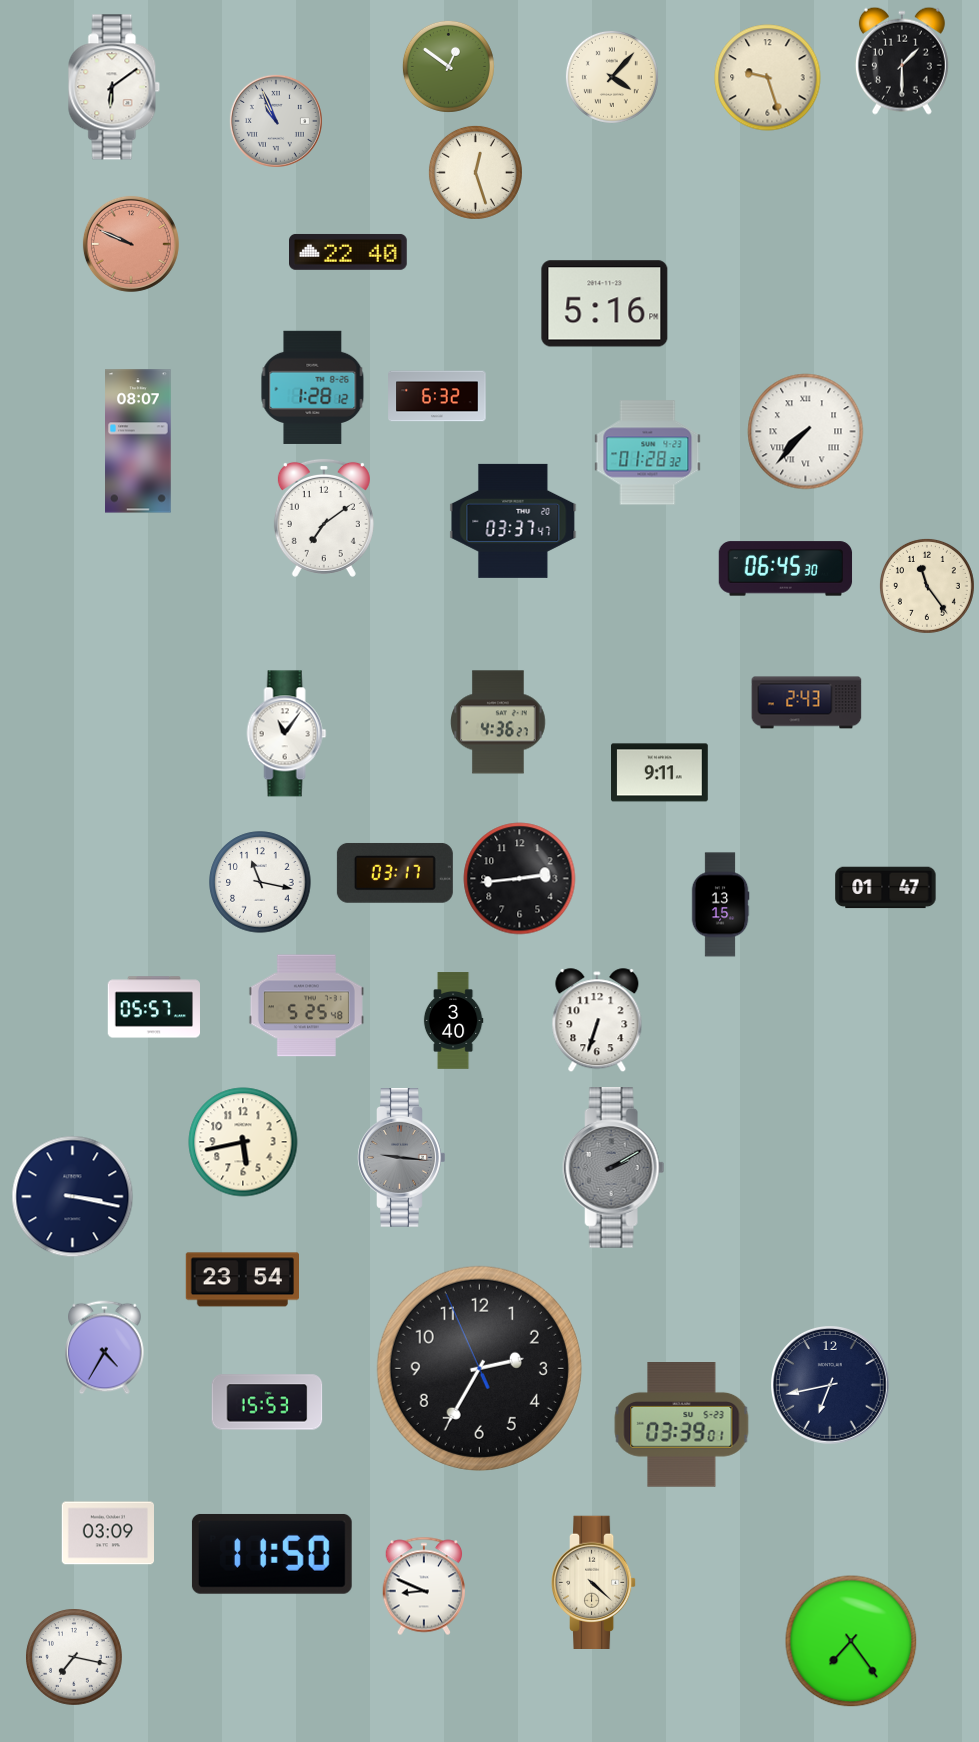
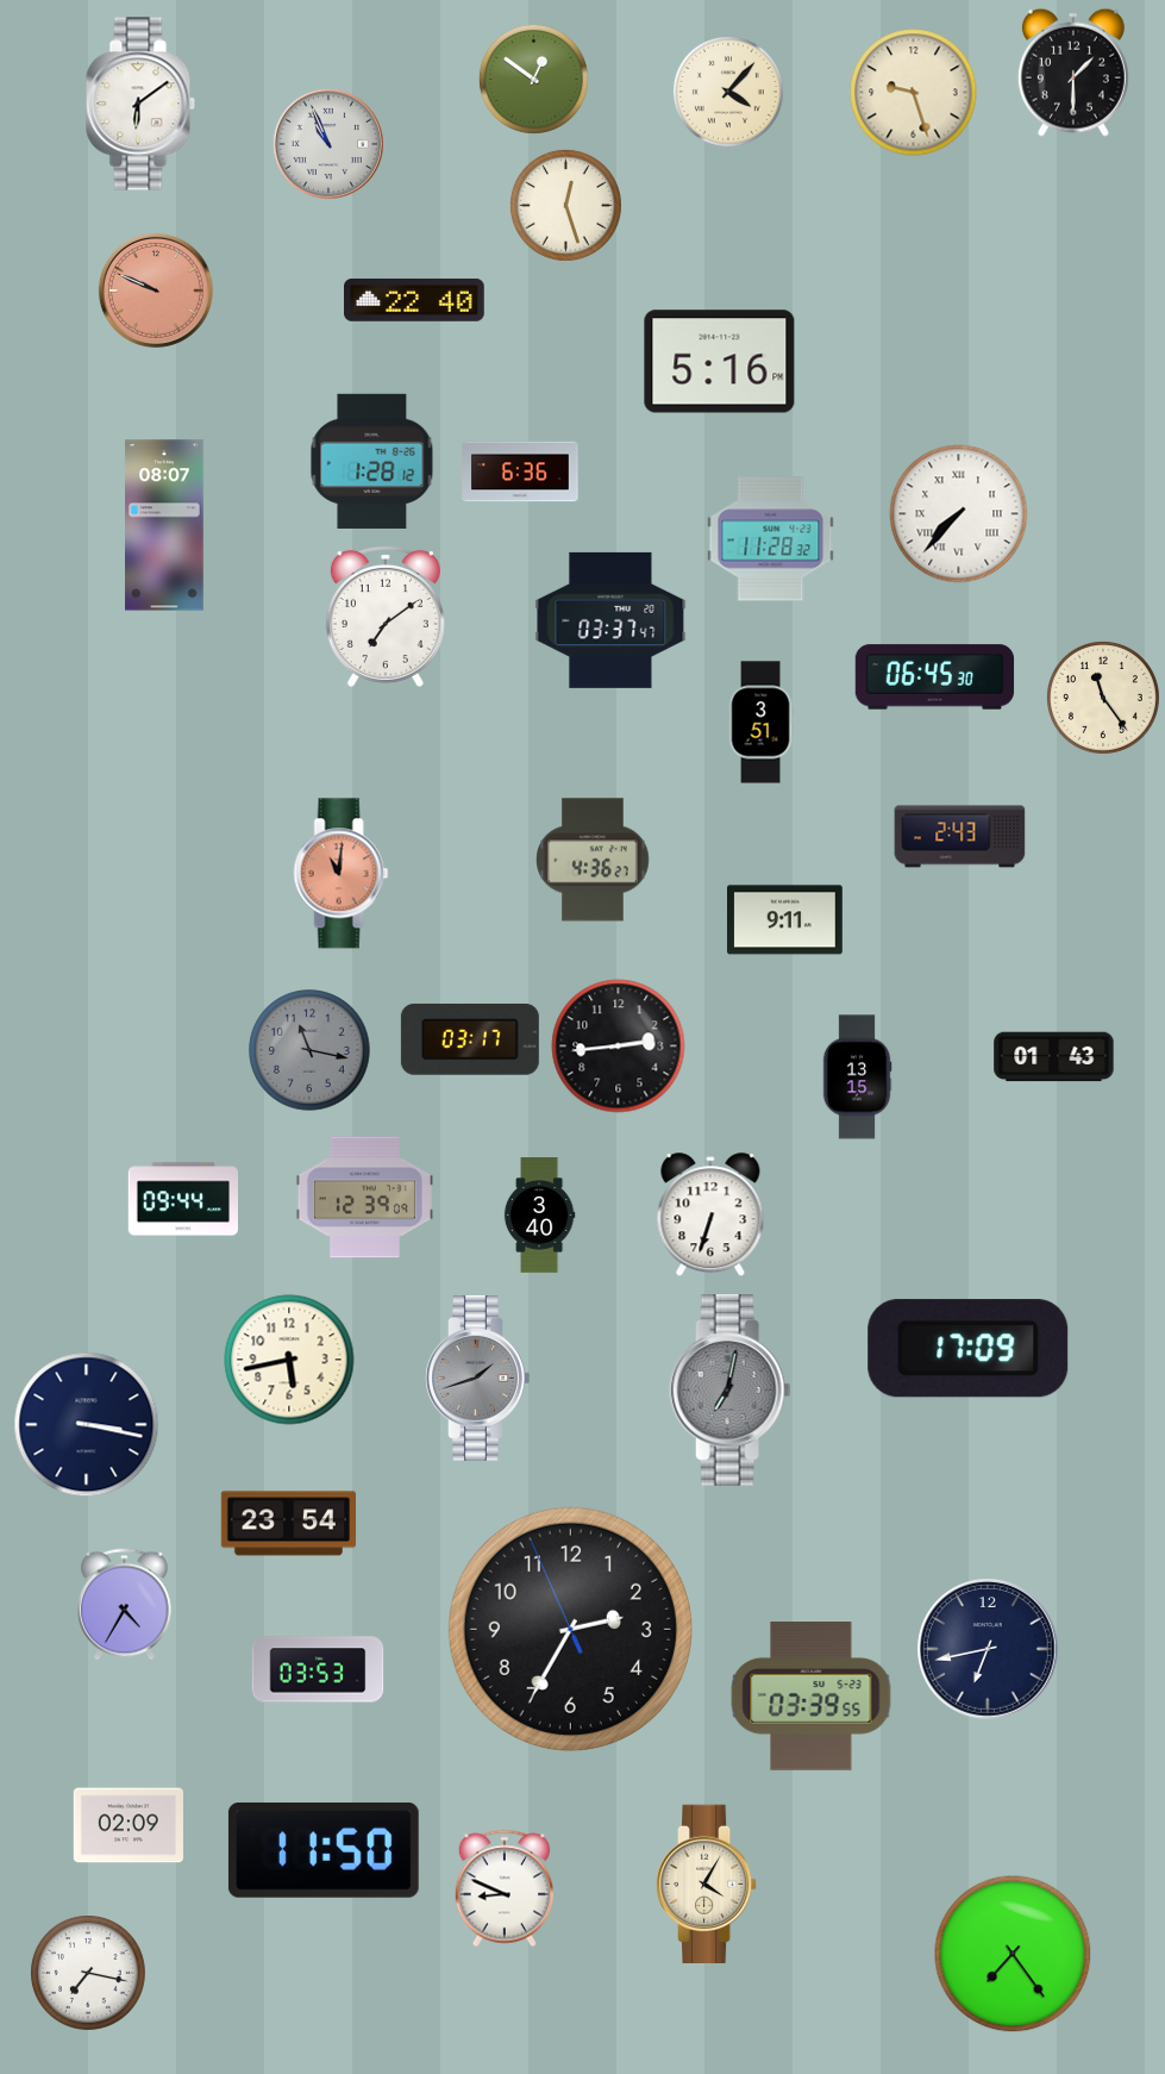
clock at (114, 87) position: (114, 87) -> (140, 104)
clock at (437, 396): 6:32 -> 6:36
clock at (648, 453): 01:28 -> 11:28
clock at (760, 723): none -> 3:51
clock at (287, 734): 11:06 -> 11:01
clock at (287, 734) dial: white -> salmon
clock at (260, 882) dial: white -> grey
clock at (886, 888): 01:47 -> 01:43
clock at (306, 1006): 5:25 -> 12:39
clock at (153, 1007): 05:57 -> 09:44
clock at (969, 1349): none -> 17:09
clock at (402, 1158): 9:16 -> 1:42
clock at (614, 1168): 2:10 -> 7:02
clock at (267, 1402): 15:53 -> 03:53
clock at (682, 1425): 03:39:01 -> 03:39:55
clock at (107, 1533): 03:09 -> 02:09
clock at (594, 1582): 4:22 -> 4:05
